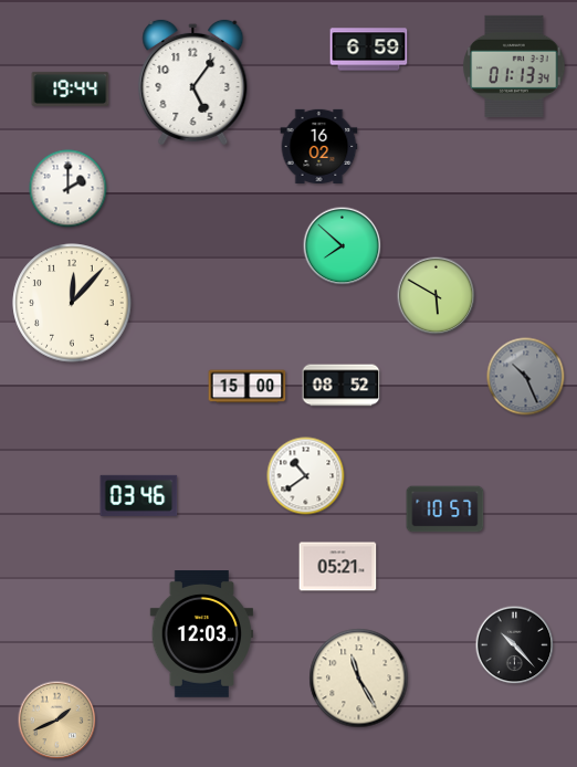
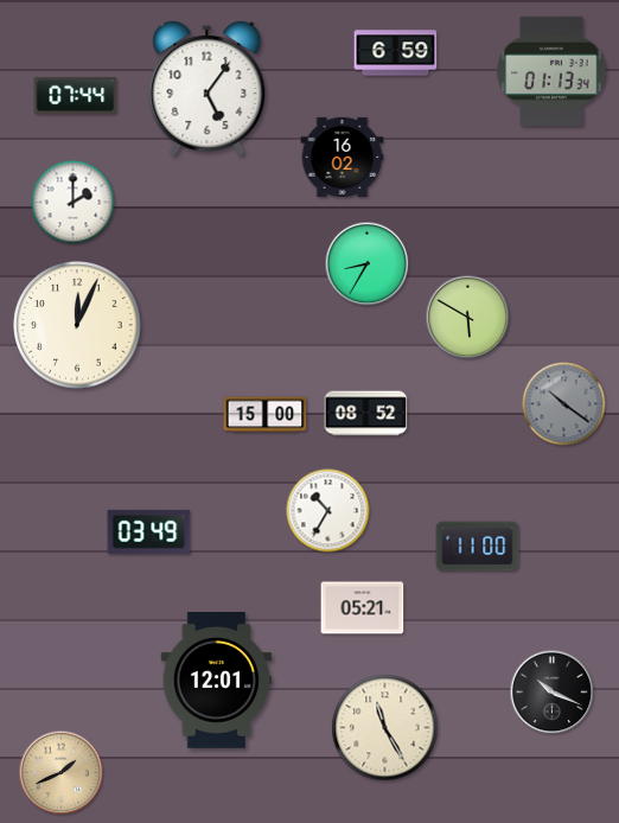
clock at (71, 88): 19:44 -> 07:44
clock at (343, 246): 7:52 -> 8:35
clock at (72, 303): 12:07 -> 12:04
clock at (526, 377): 10:26 -> 10:21
clock at (306, 476): 10:39 -> 10:35
clock at (139, 495): 03:46 -> 03:49
clock at (445, 509): 10:57 -> 11:00
clock at (202, 634): 12:03 -> 12:01
clock at (515, 645): 10:23 -> 10:19
